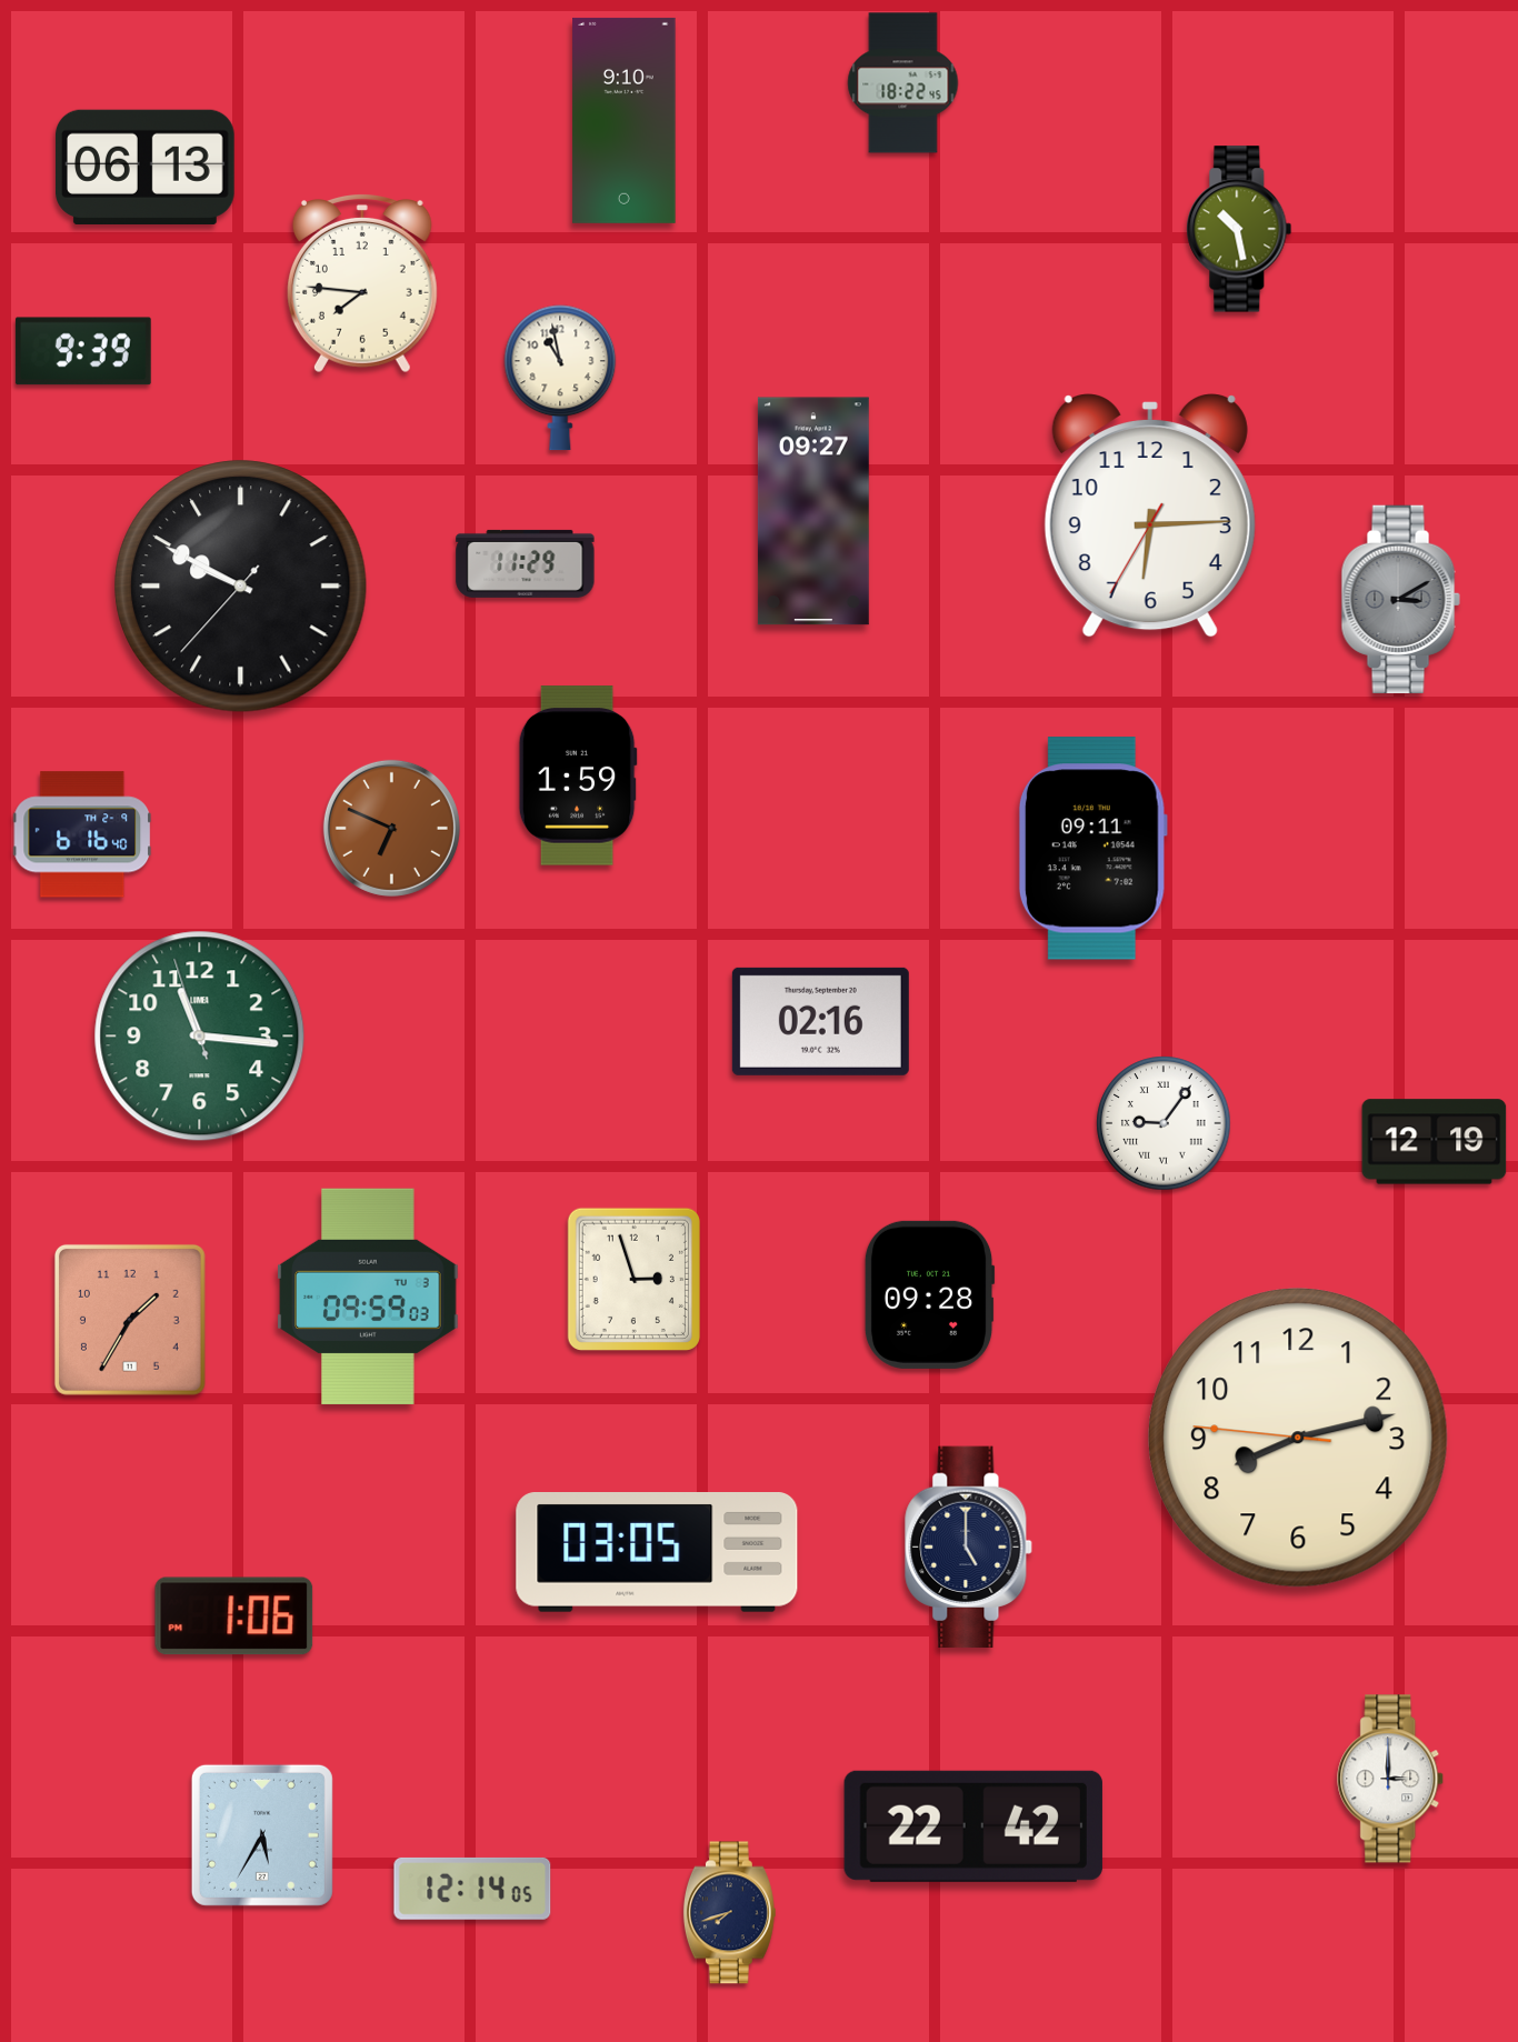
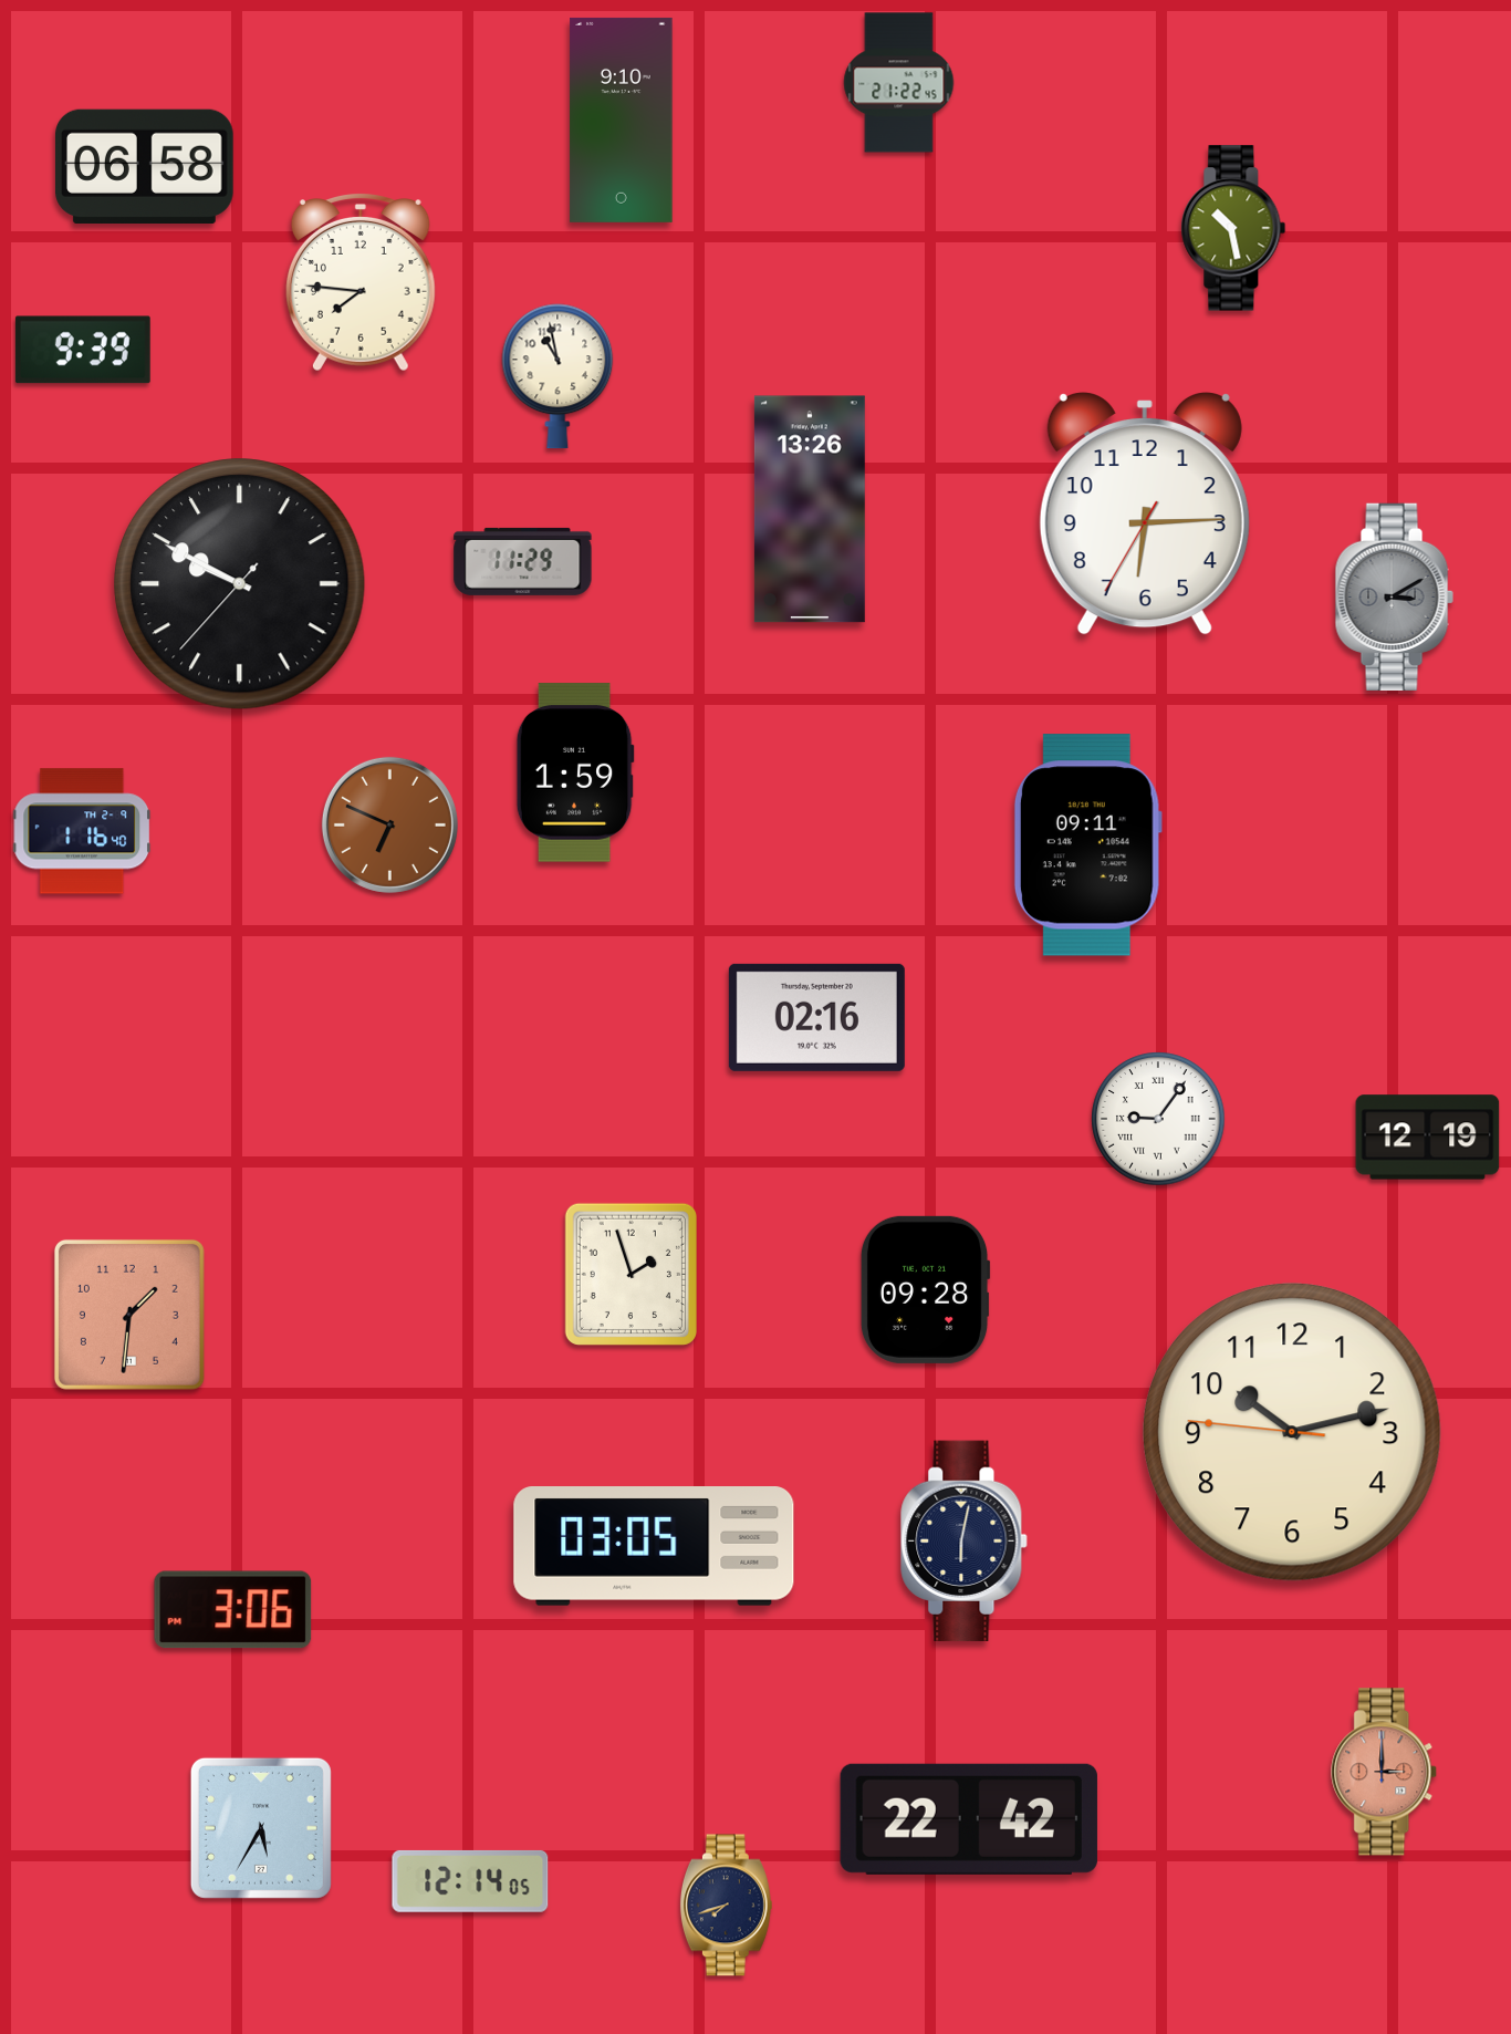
clock at (903, 83): 18:22 -> 21:22
clock at (146, 167): 06:13 -> 06:58
clock at (813, 511): 09:27 -> 13:26
clock at (82, 834): 6:16 -> 1:16
clock at (200, 1037): 11:15 -> none
clock at (633, 1279): 2:57 -> 1:57
clock at (368, 1295): 09:59 -> none
clock at (130, 1320): 1:35 -> 1:31
clock at (1298, 1438): 8:12 -> 10:12
clock at (969, 1548): 5:00 -> 6:02
clock at (234, 1616): 1:06 -> 3:06
clock at (1391, 1779) dial: white -> salmon
